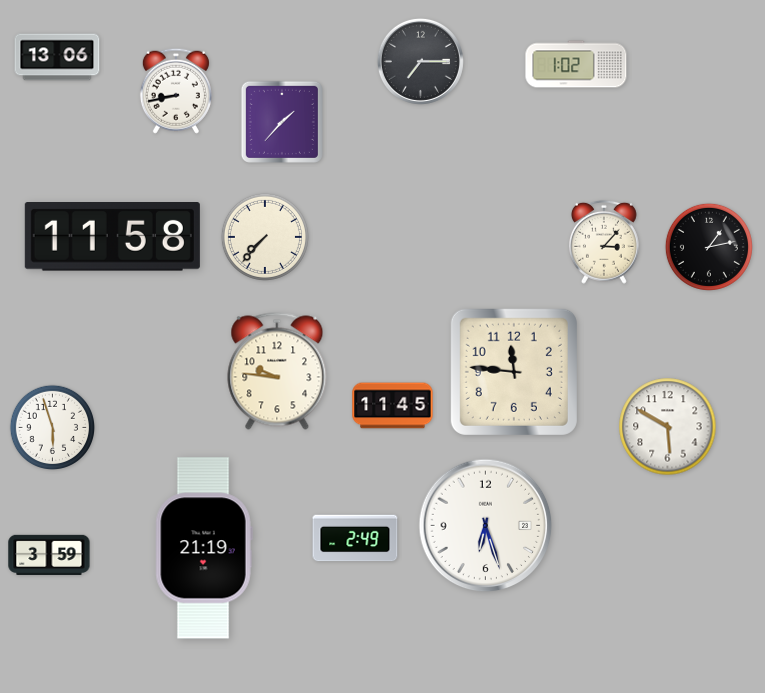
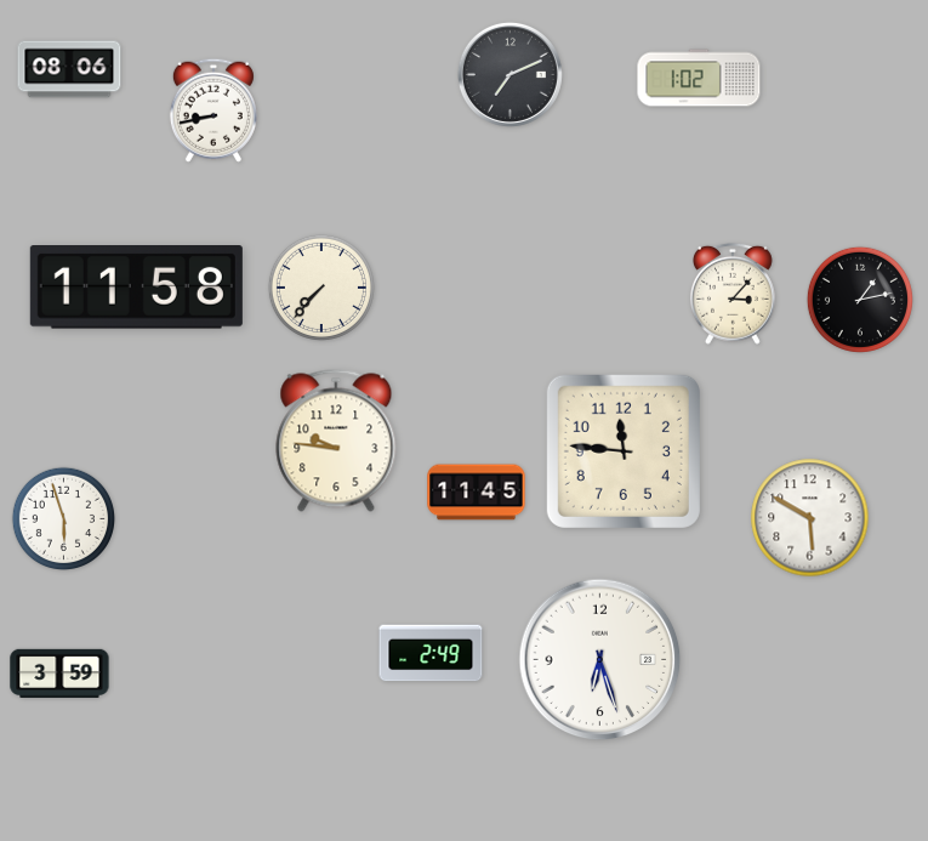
clock at (57, 57): 13:06 -> 08:06
clock at (420, 61): 7:15 -> 7:11
clock at (282, 122): 1:37 -> none
clock at (277, 371) position: (277, 371) -> (336, 441)
clock at (486, 526) position: (486, 526) -> (600, 660)
clock at (204, 548): 21:19 -> none
